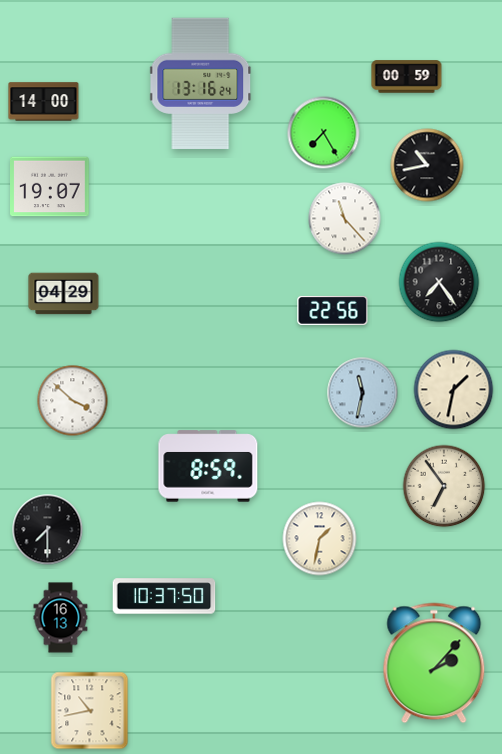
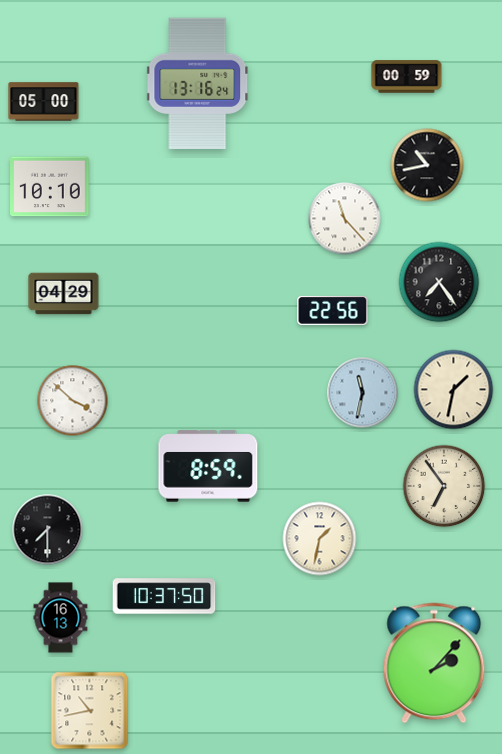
clock at (201, 84) position: (201, 84) -> (198, 84)
clock at (44, 102): 14:00 -> 05:00
clock at (324, 133): 7:25 -> none
clock at (50, 187): 19:07 -> 10:10
